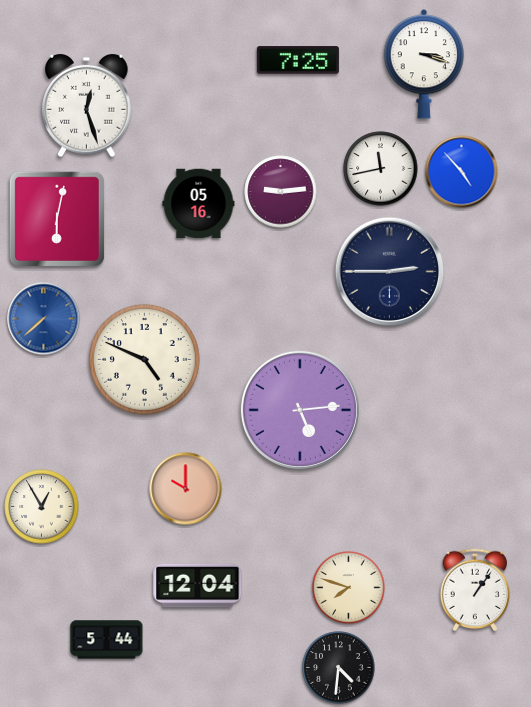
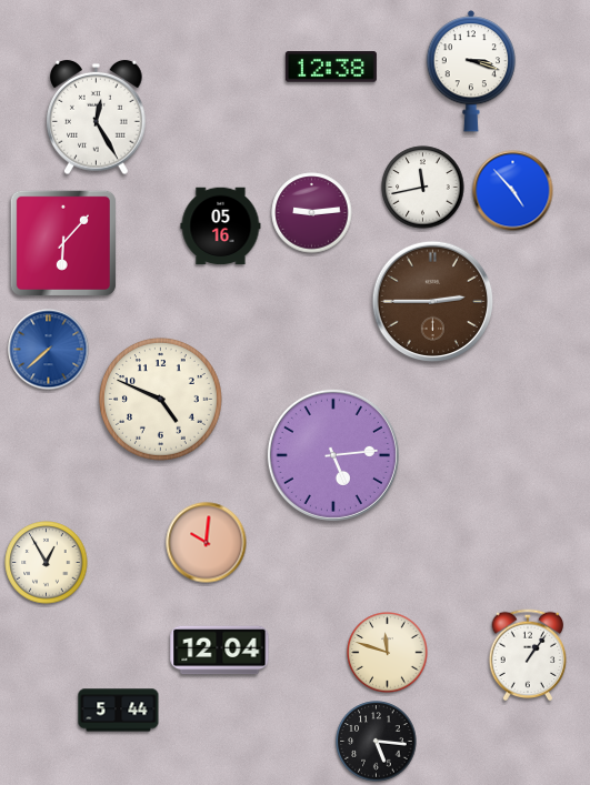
clock at (298, 60): 7:25 -> 12:38
clock at (87, 106): 12:27 -> 12:25
clock at (57, 219): 6:02 -> 6:07
clock at (390, 272) dial: navy -> brown
clock at (44, 319) position: (44, 319) -> (49, 350)
clock at (186, 489): 10:00 -> 10:01
clock at (349, 588): 7:48 -> 11:48
clock at (339, 668): 4:31 -> 5:16
